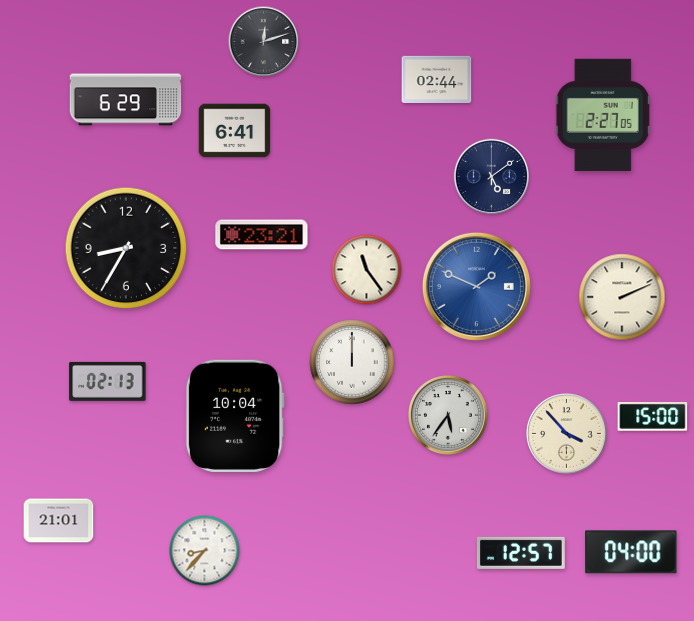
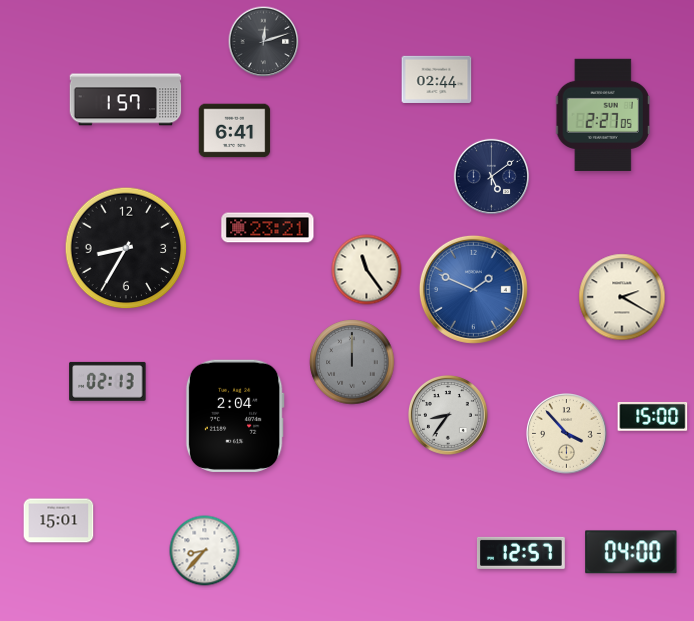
clock at (126, 100): 6:29 -> 1:57
clock at (262, 235) position: (262, 235) -> (268, 228)
clock at (476, 286) position: (476, 286) -> (473, 289)
clock at (622, 297): 2:11 -> 2:20
clock at (352, 362) dial: white -> grey
clock at (235, 416): 10:04 -> 2:04
clock at (449, 416): 5:36 -> 8:36
clock at (59, 521): 21:01 -> 15:01
